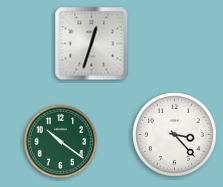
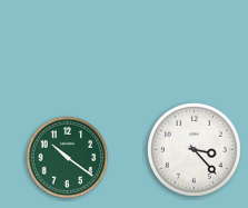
clock at (92, 44): 12:33 -> none
